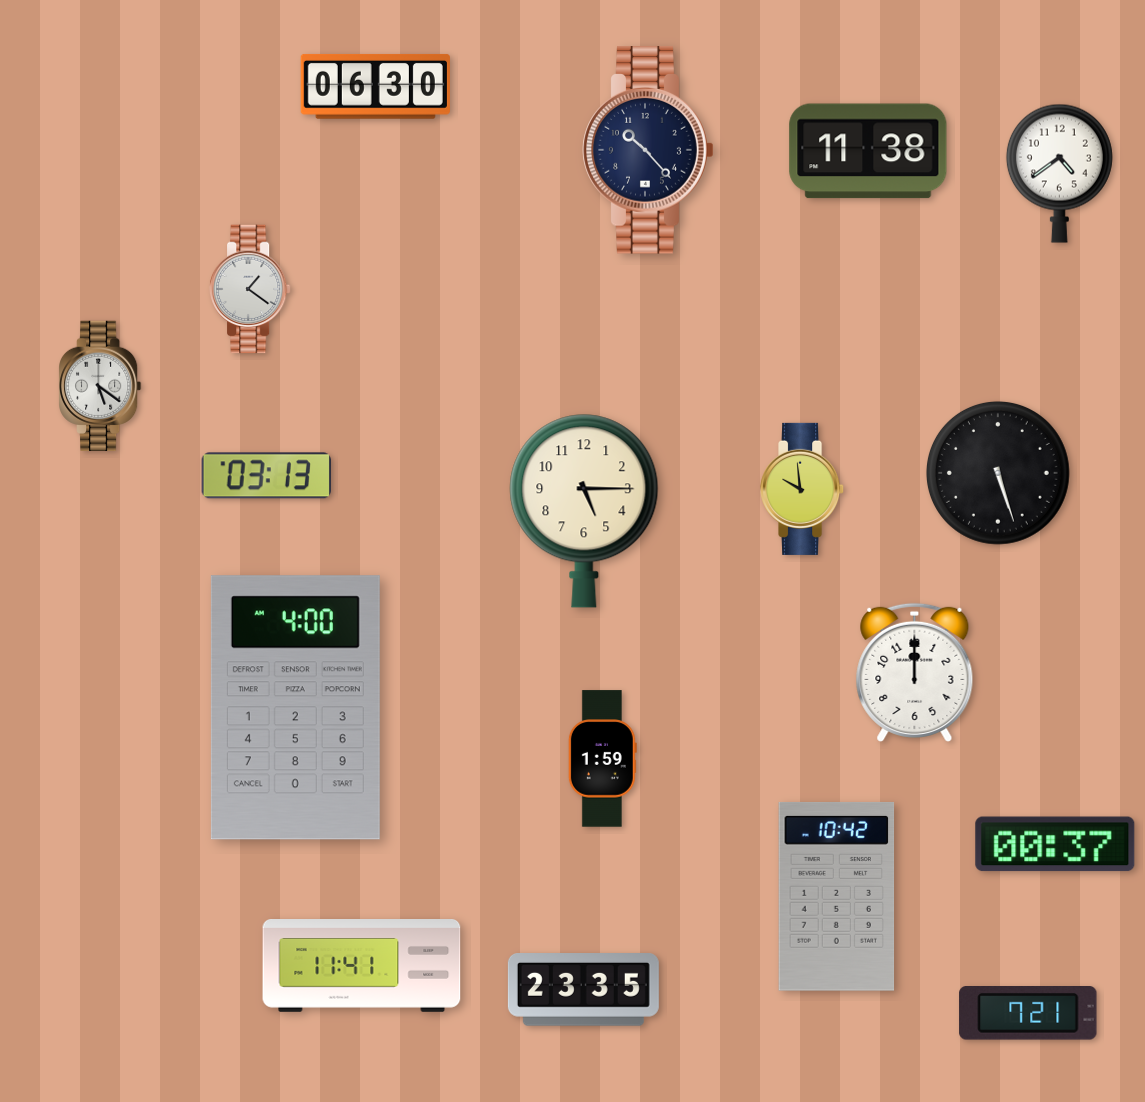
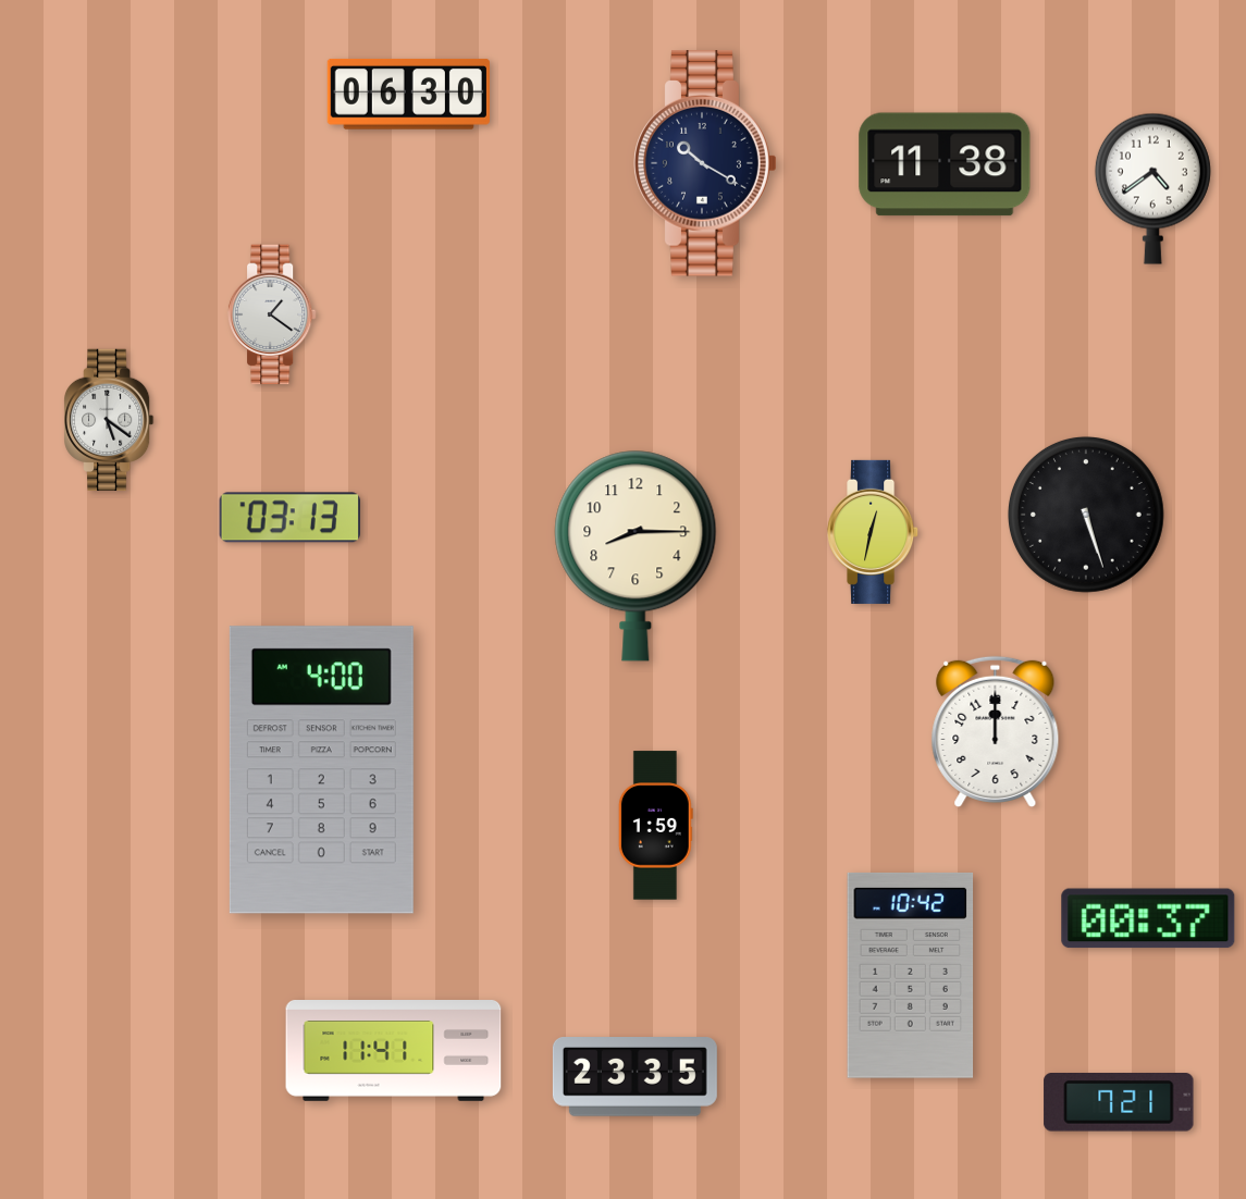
clock at (648, 150): 10:23 -> 10:20
clock at (803, 489): 9:59 -> 12:32
clock at (584, 511): 5:15 -> 8:15
